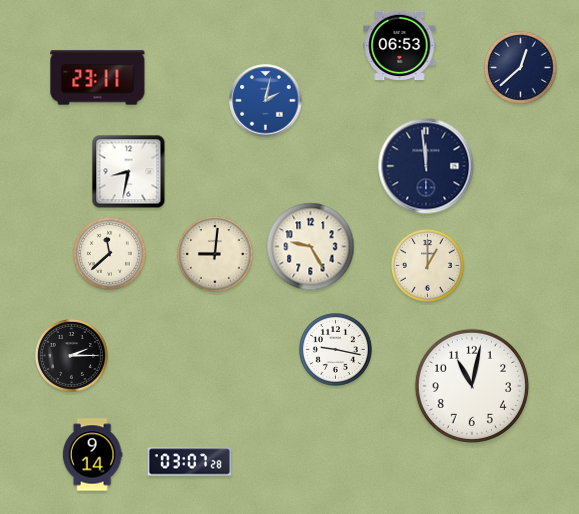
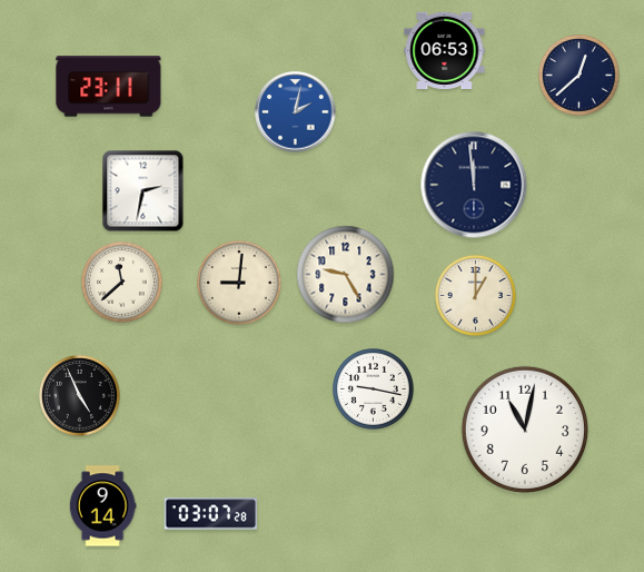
clock at (129, 172): 8:32 -> 2:32
clock at (71, 355): 2:15 -> 4:56
